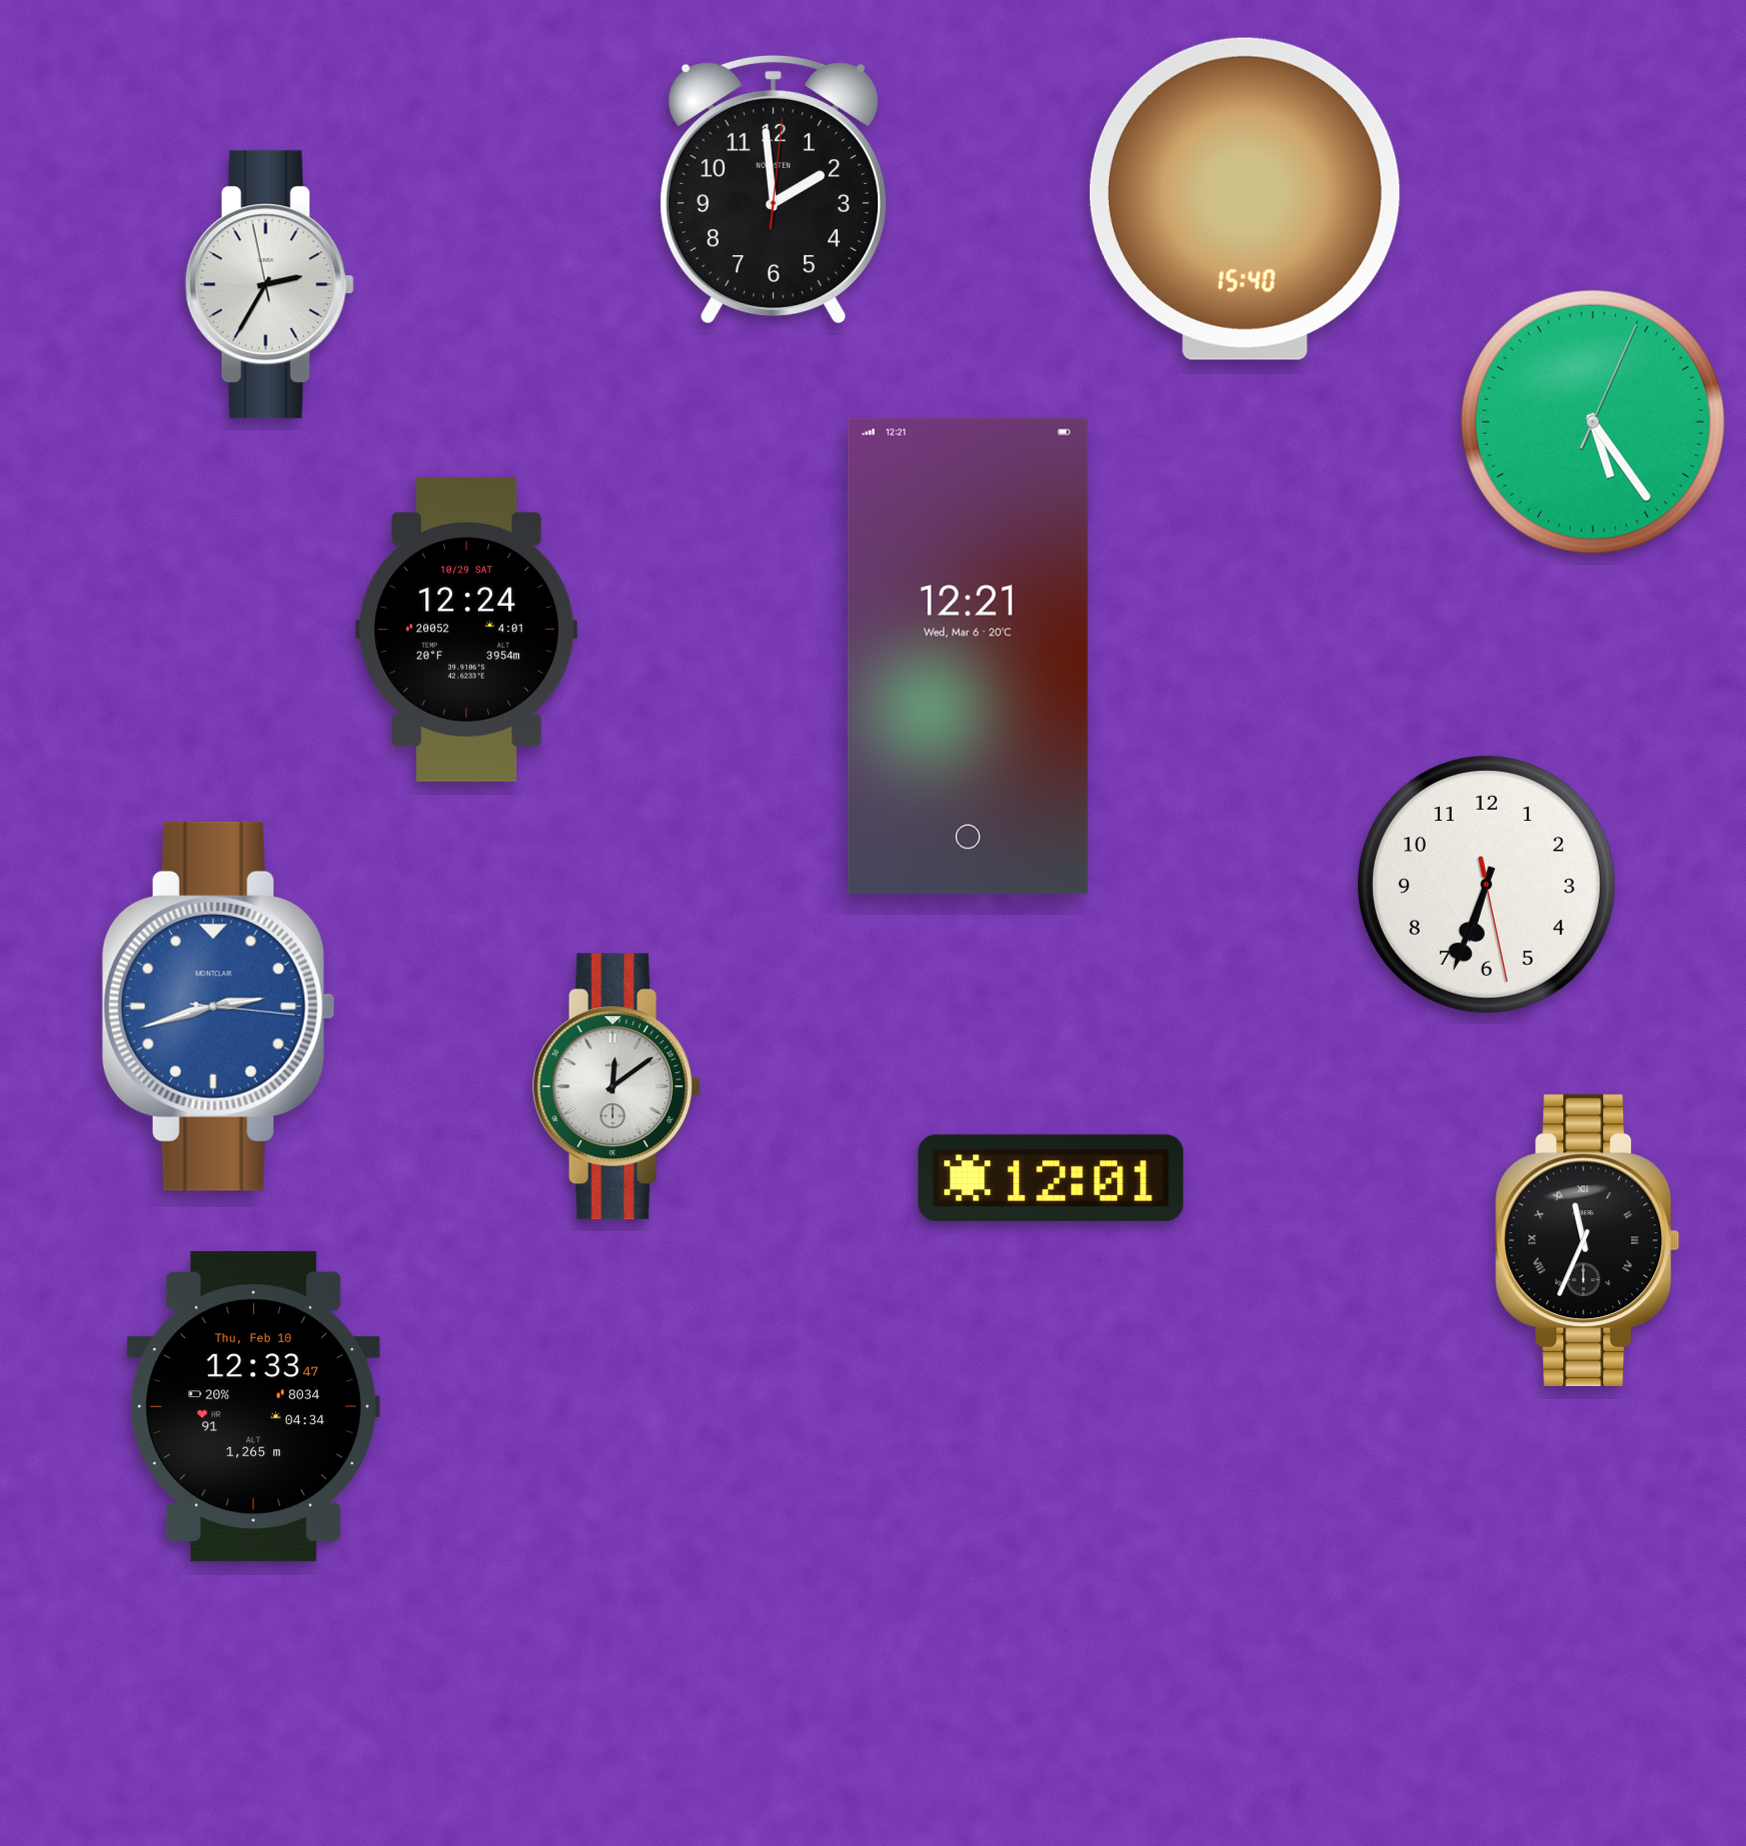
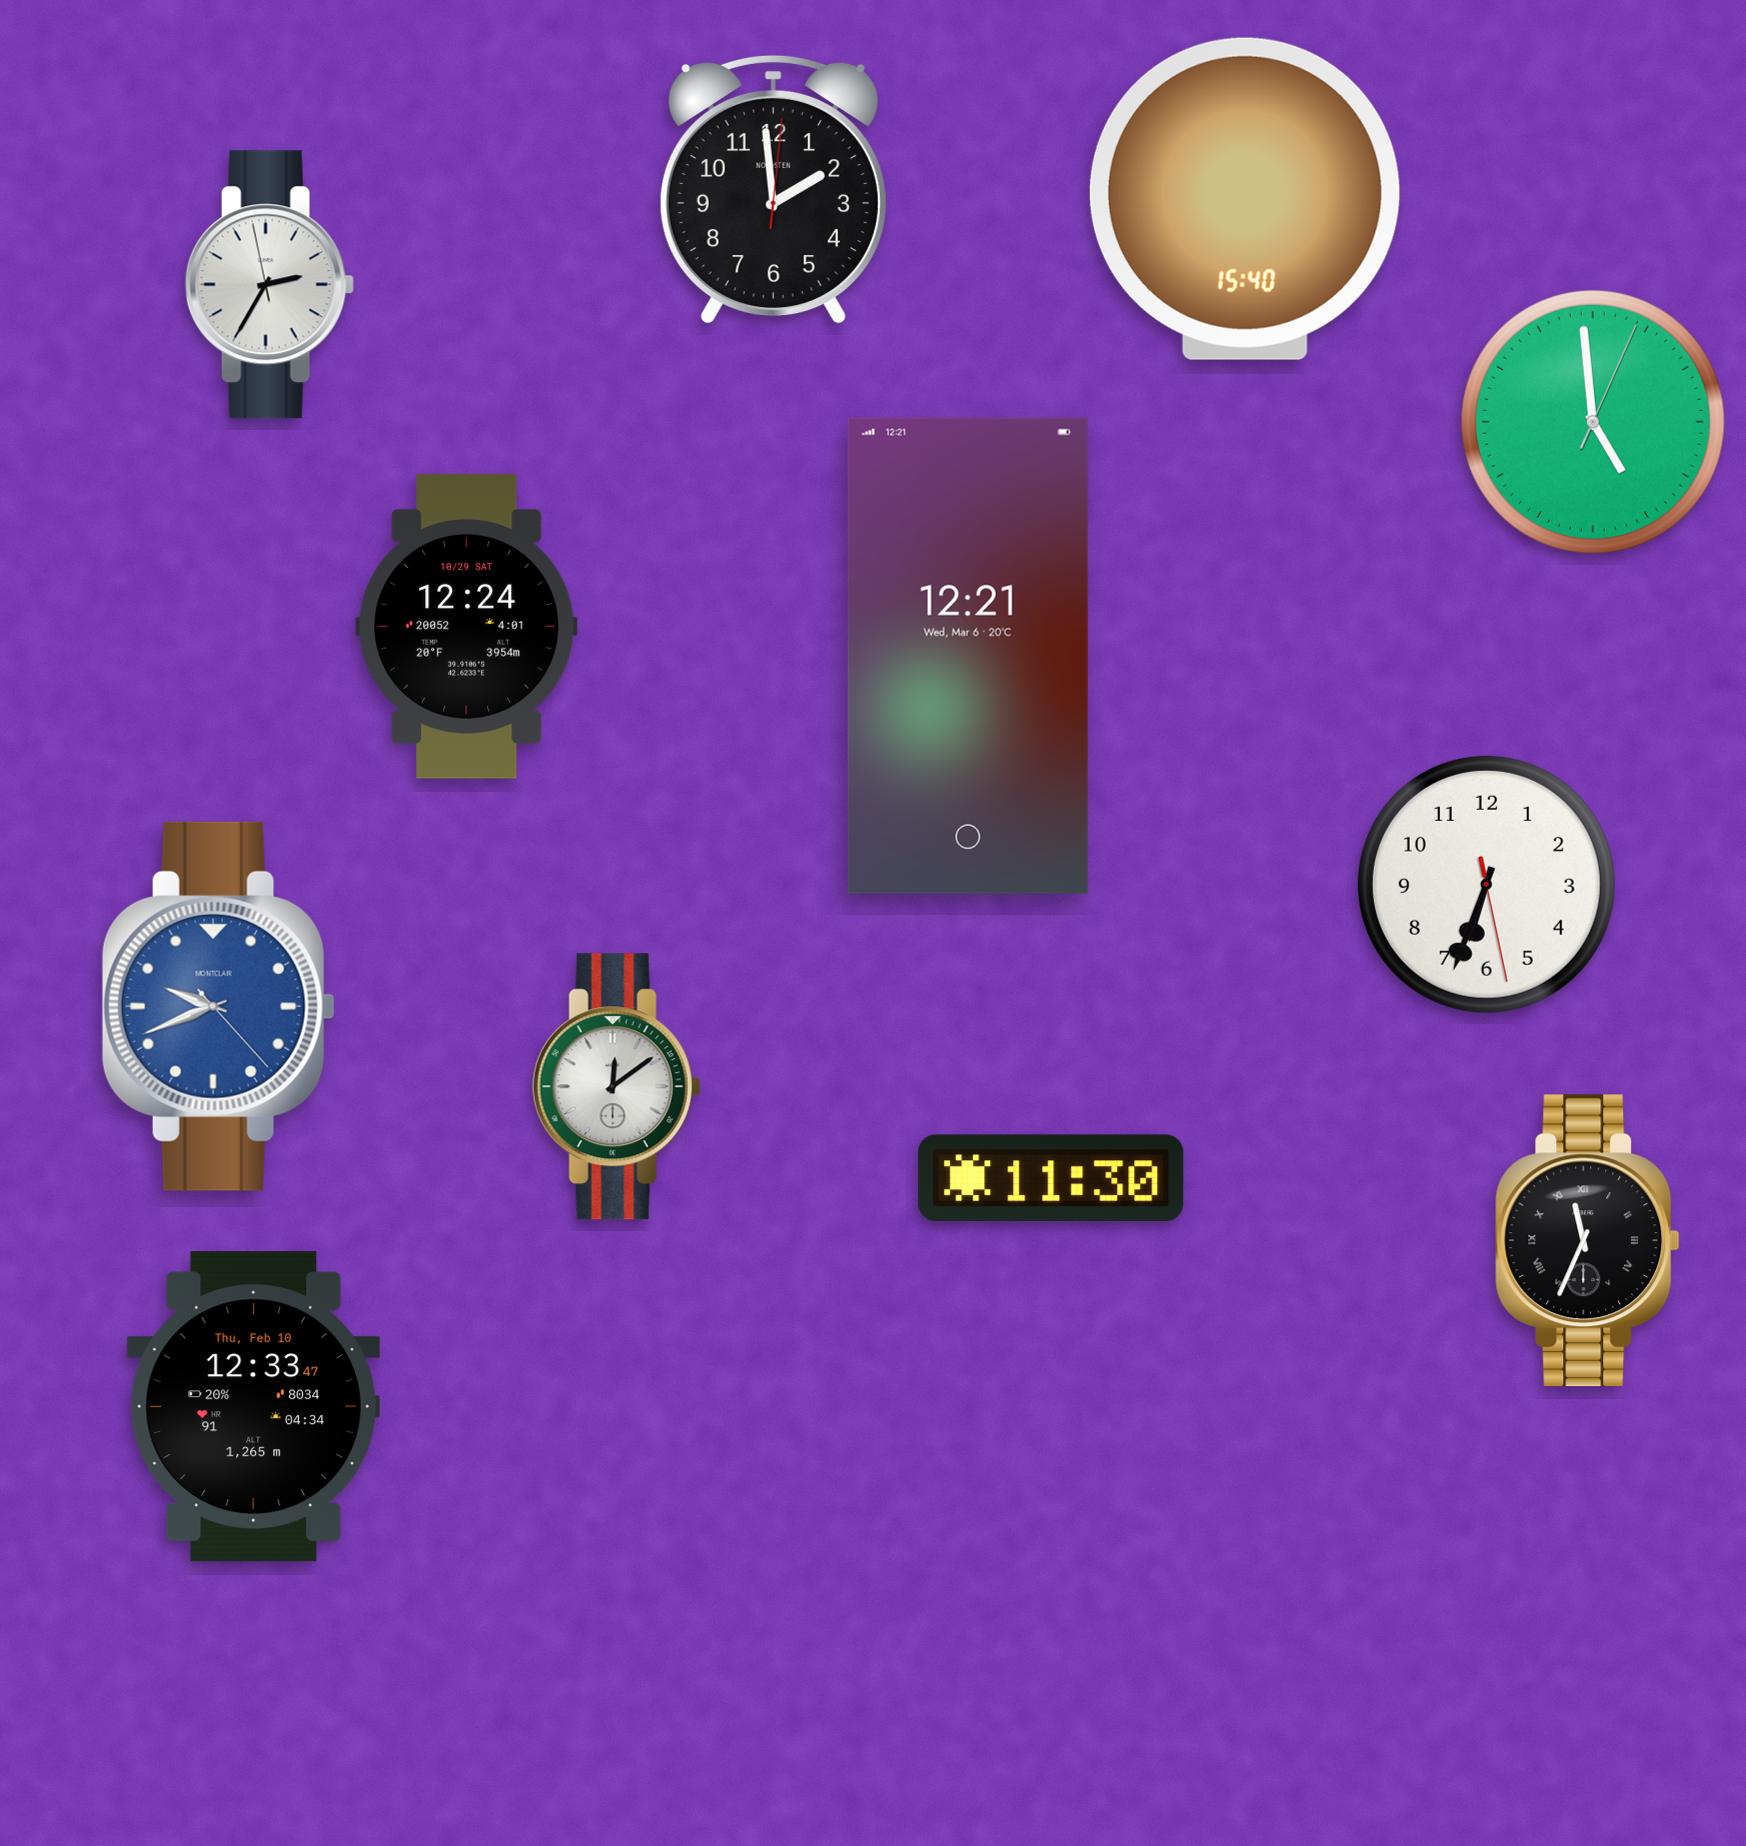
clock at (1593, 422): 5:24 -> 4:59
clock at (467, 629) position: (467, 629) -> (467, 626)
clock at (218, 1006): 2:42 -> 9:41
clock at (1051, 1178): 12:01 -> 11:30
